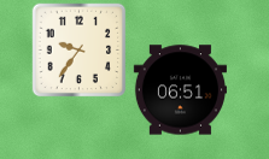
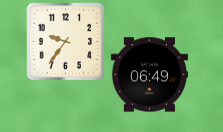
clock at (180, 90): 06:51 -> 06:49
